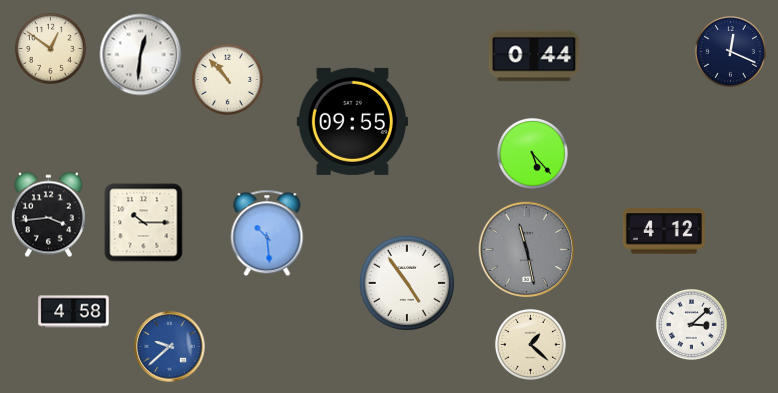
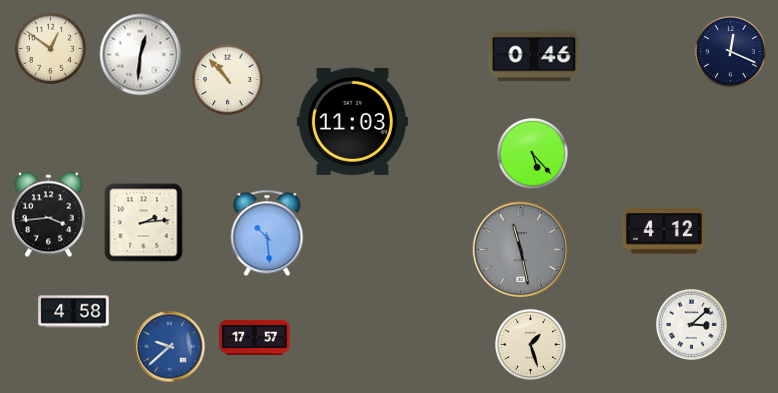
clock at (534, 56): 0:44 -> 0:46
clock at (352, 121): 09:55 -> 11:03
clock at (144, 223): 10:15 -> 2:14
clock at (527, 250) position: (527, 250) -> (521, 250)
clock at (406, 282): 4:54 -> none
clock at (255, 337): none -> 17:57
clock at (530, 344): 1:22 -> 1:27
